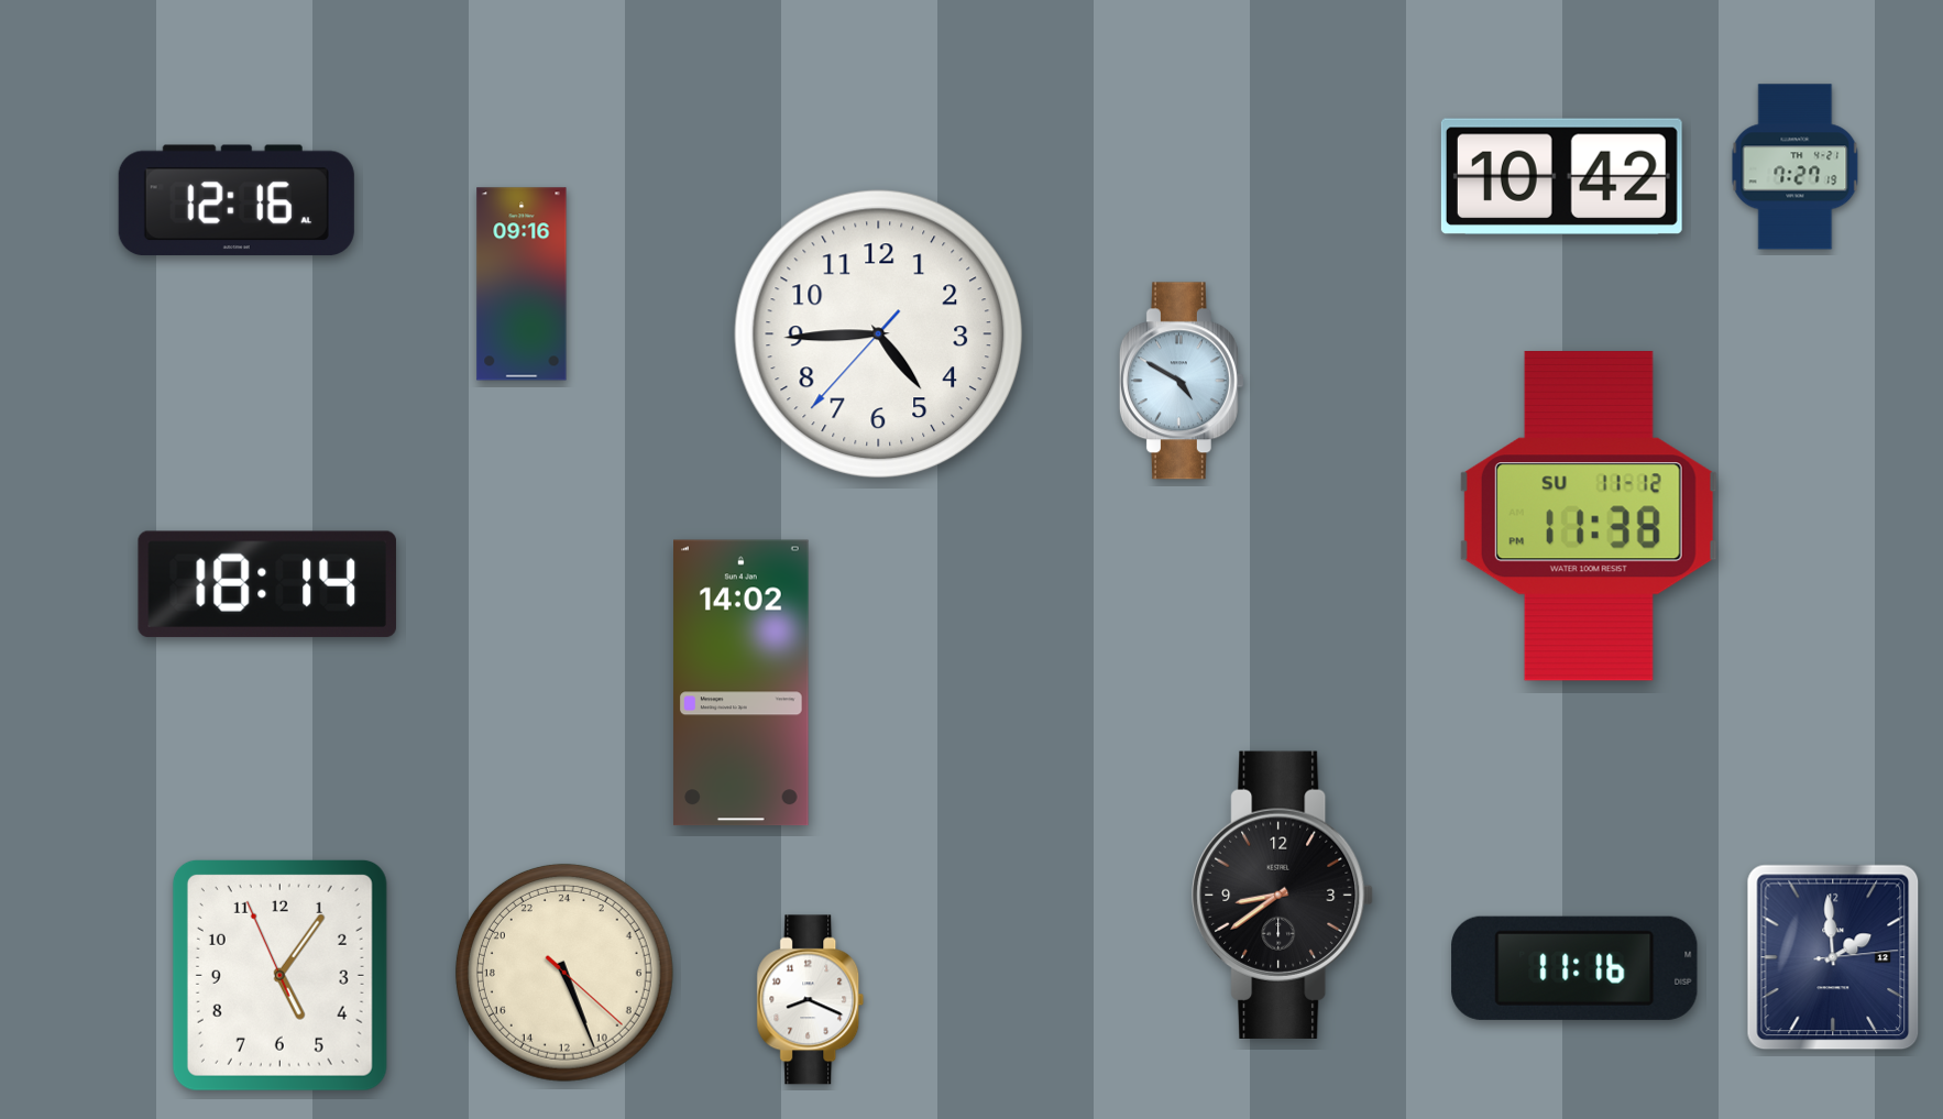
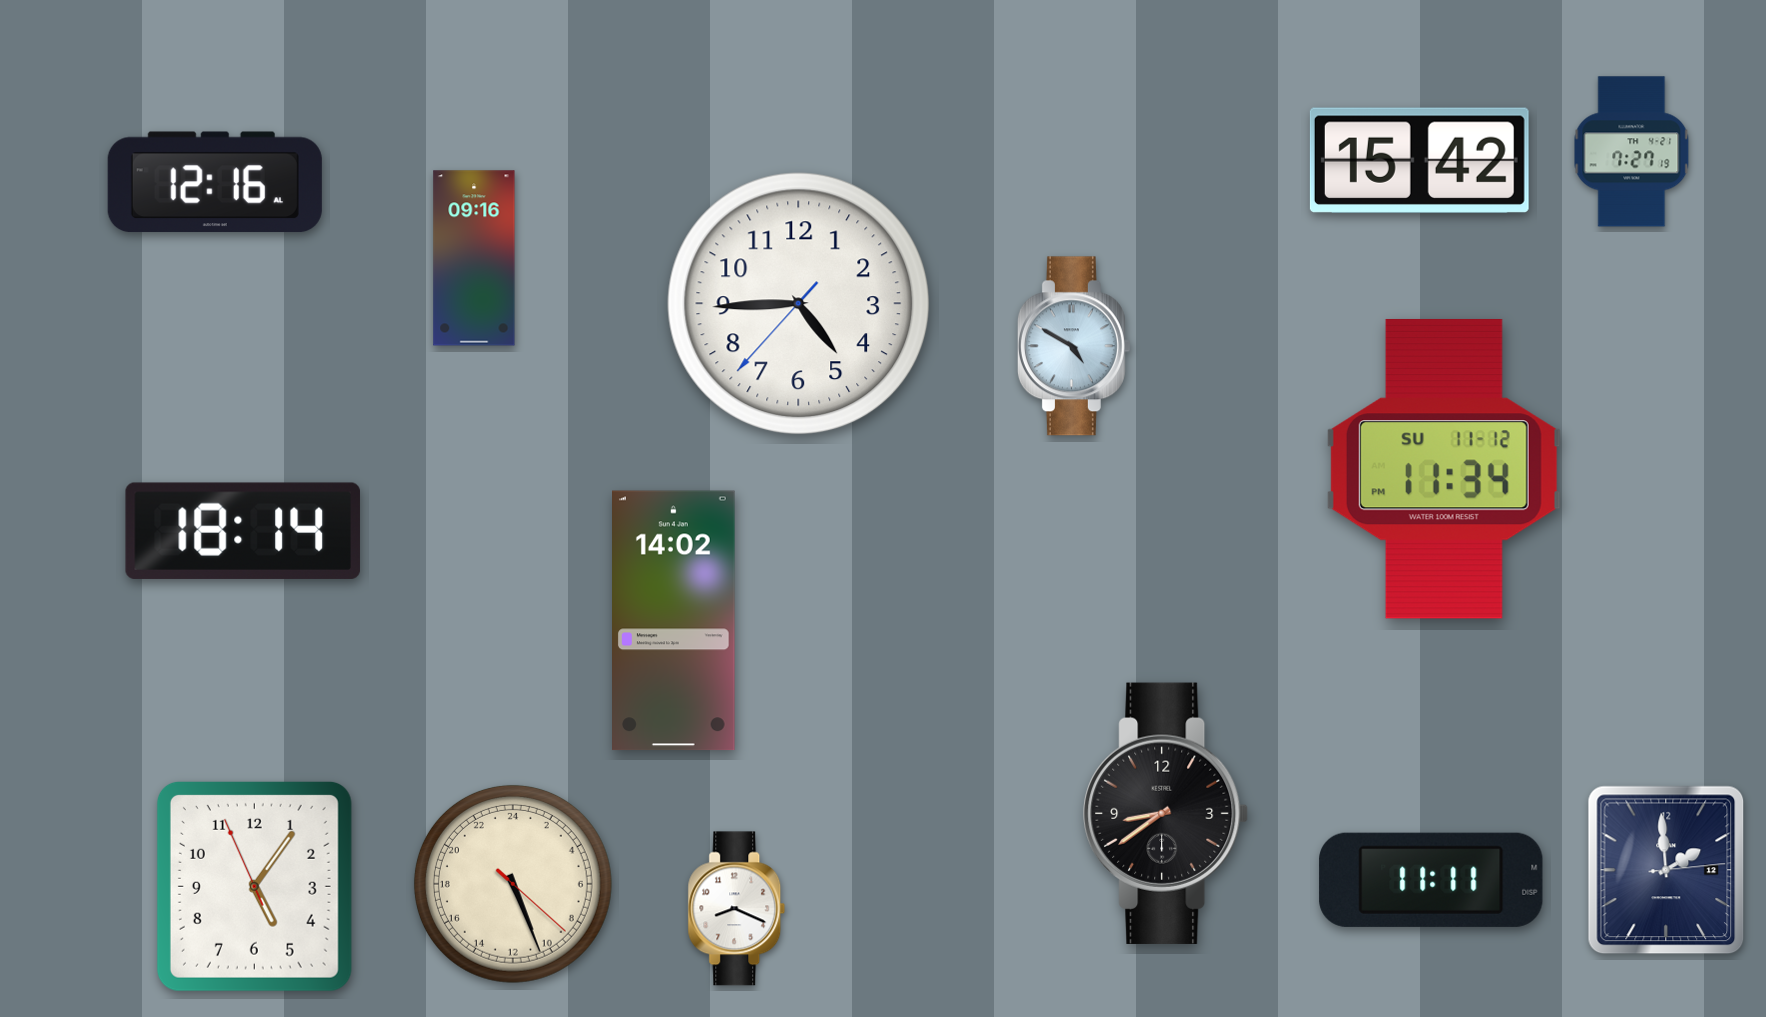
clock at (1561, 176): 10:42 -> 15:42
clock at (1589, 516): 11:38 -> 11:34
clock at (1574, 968): 11:16 -> 11:11
